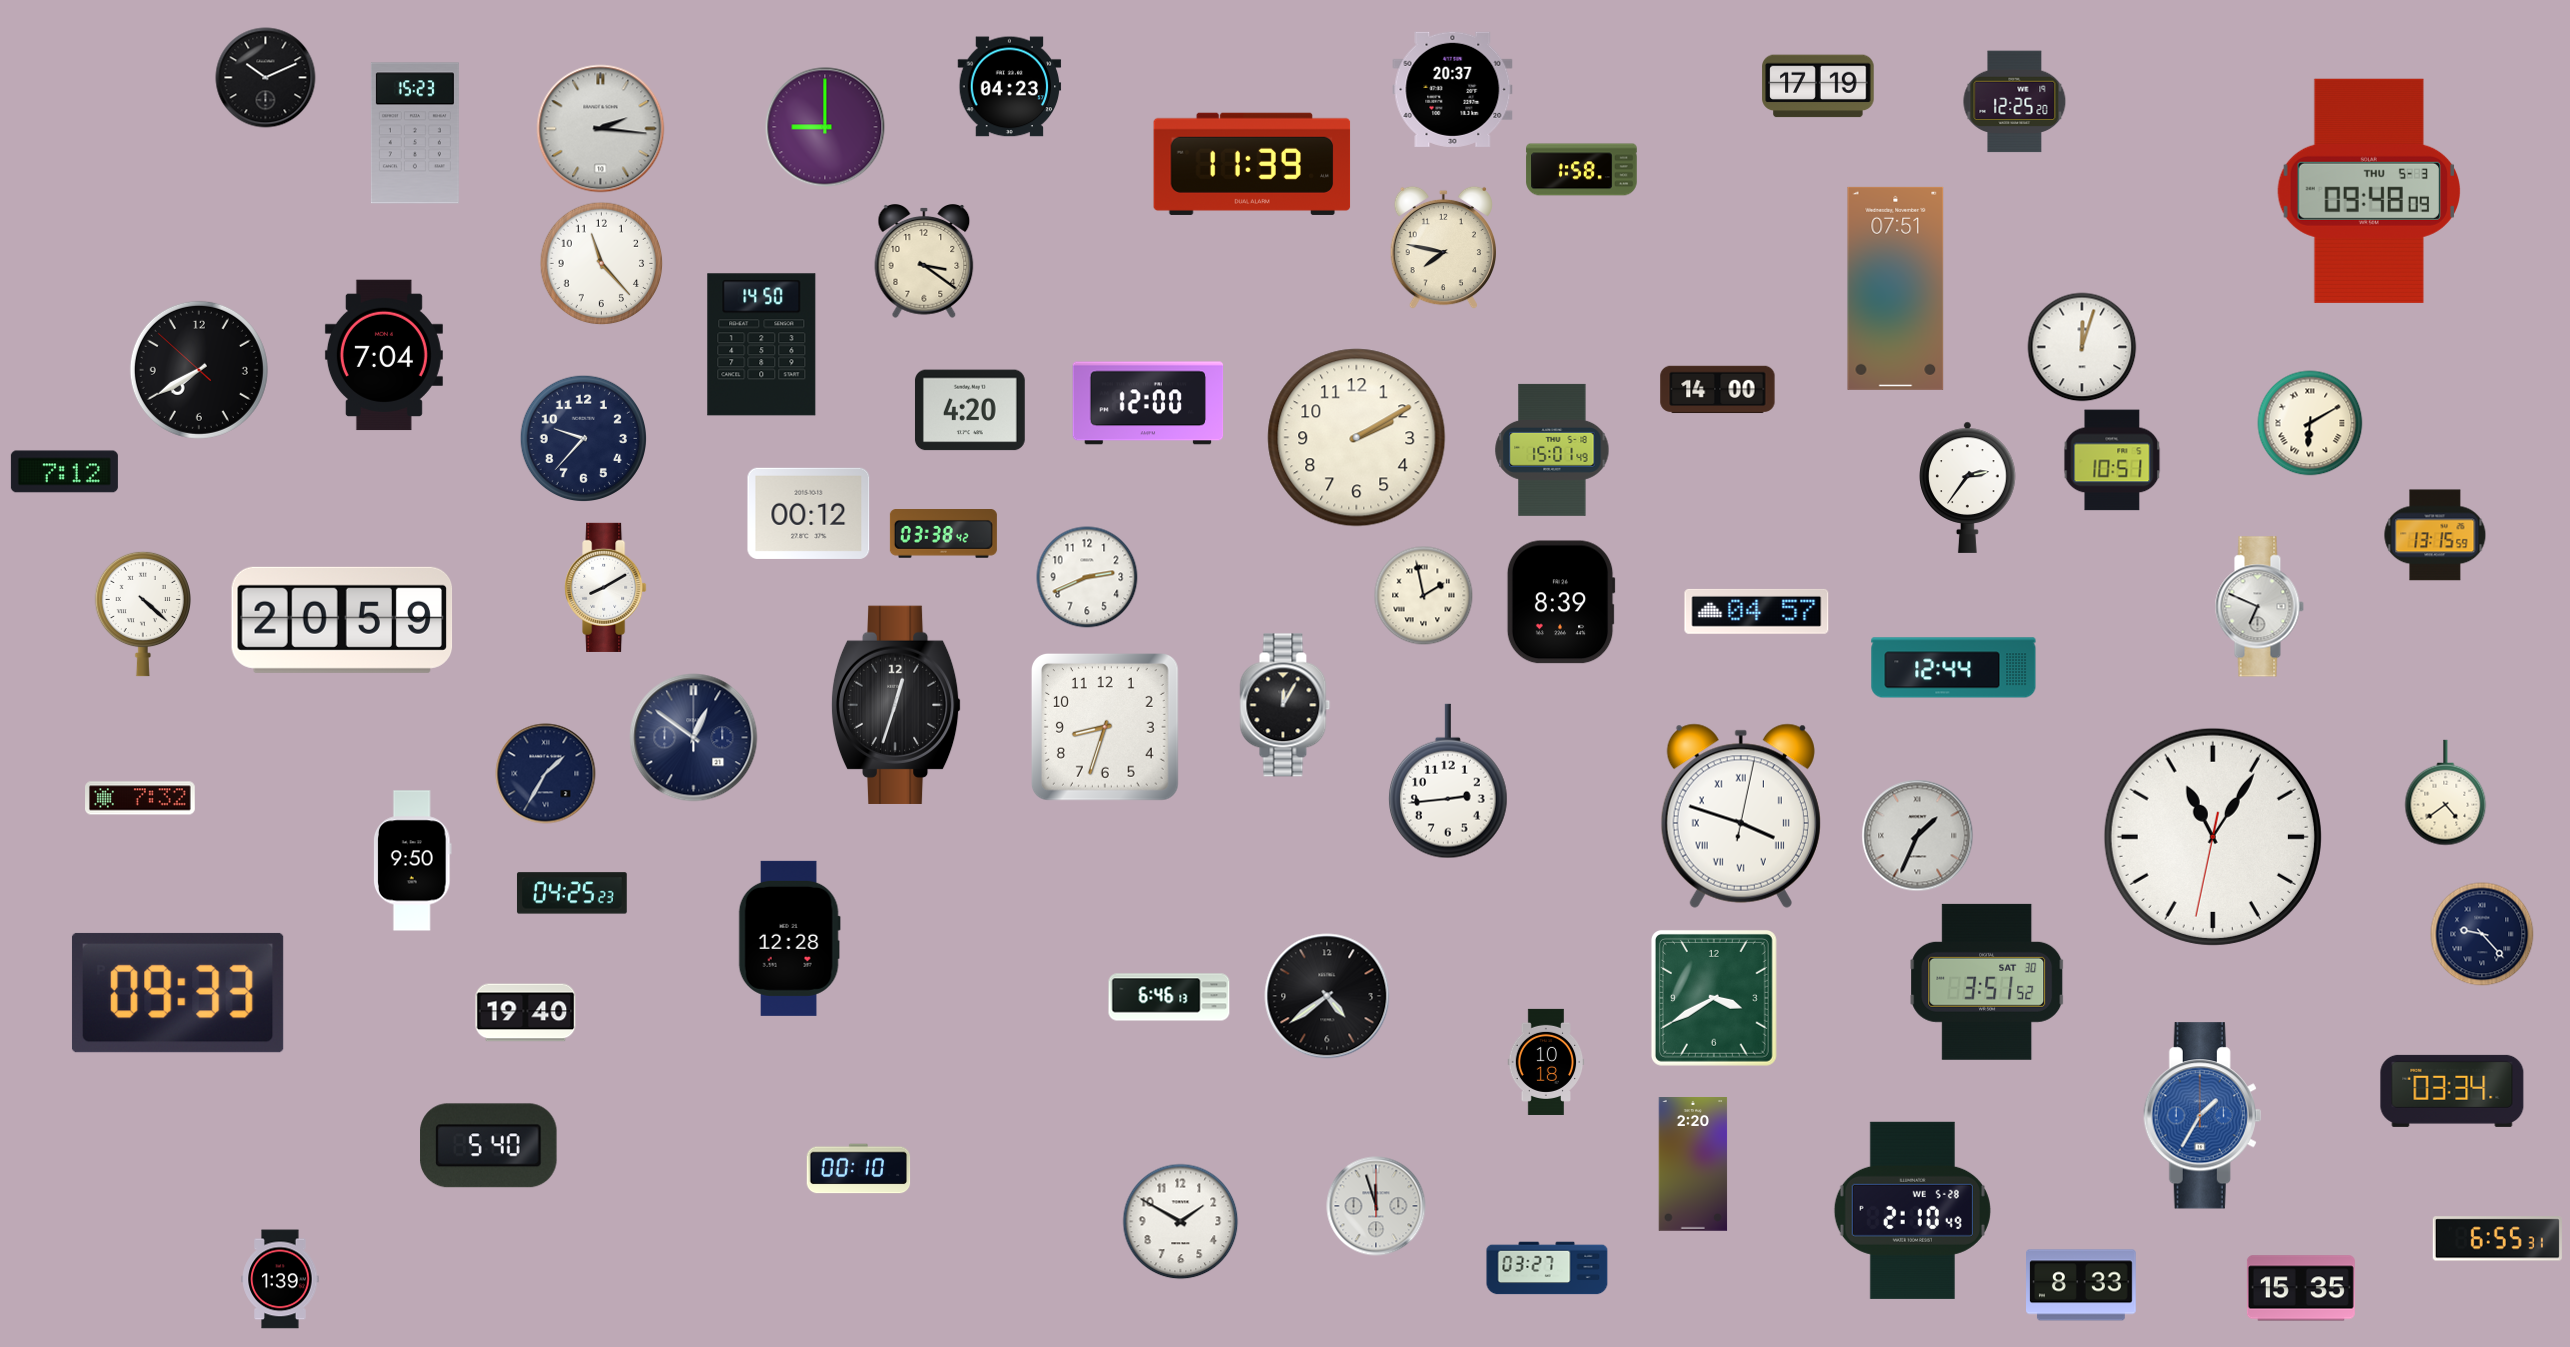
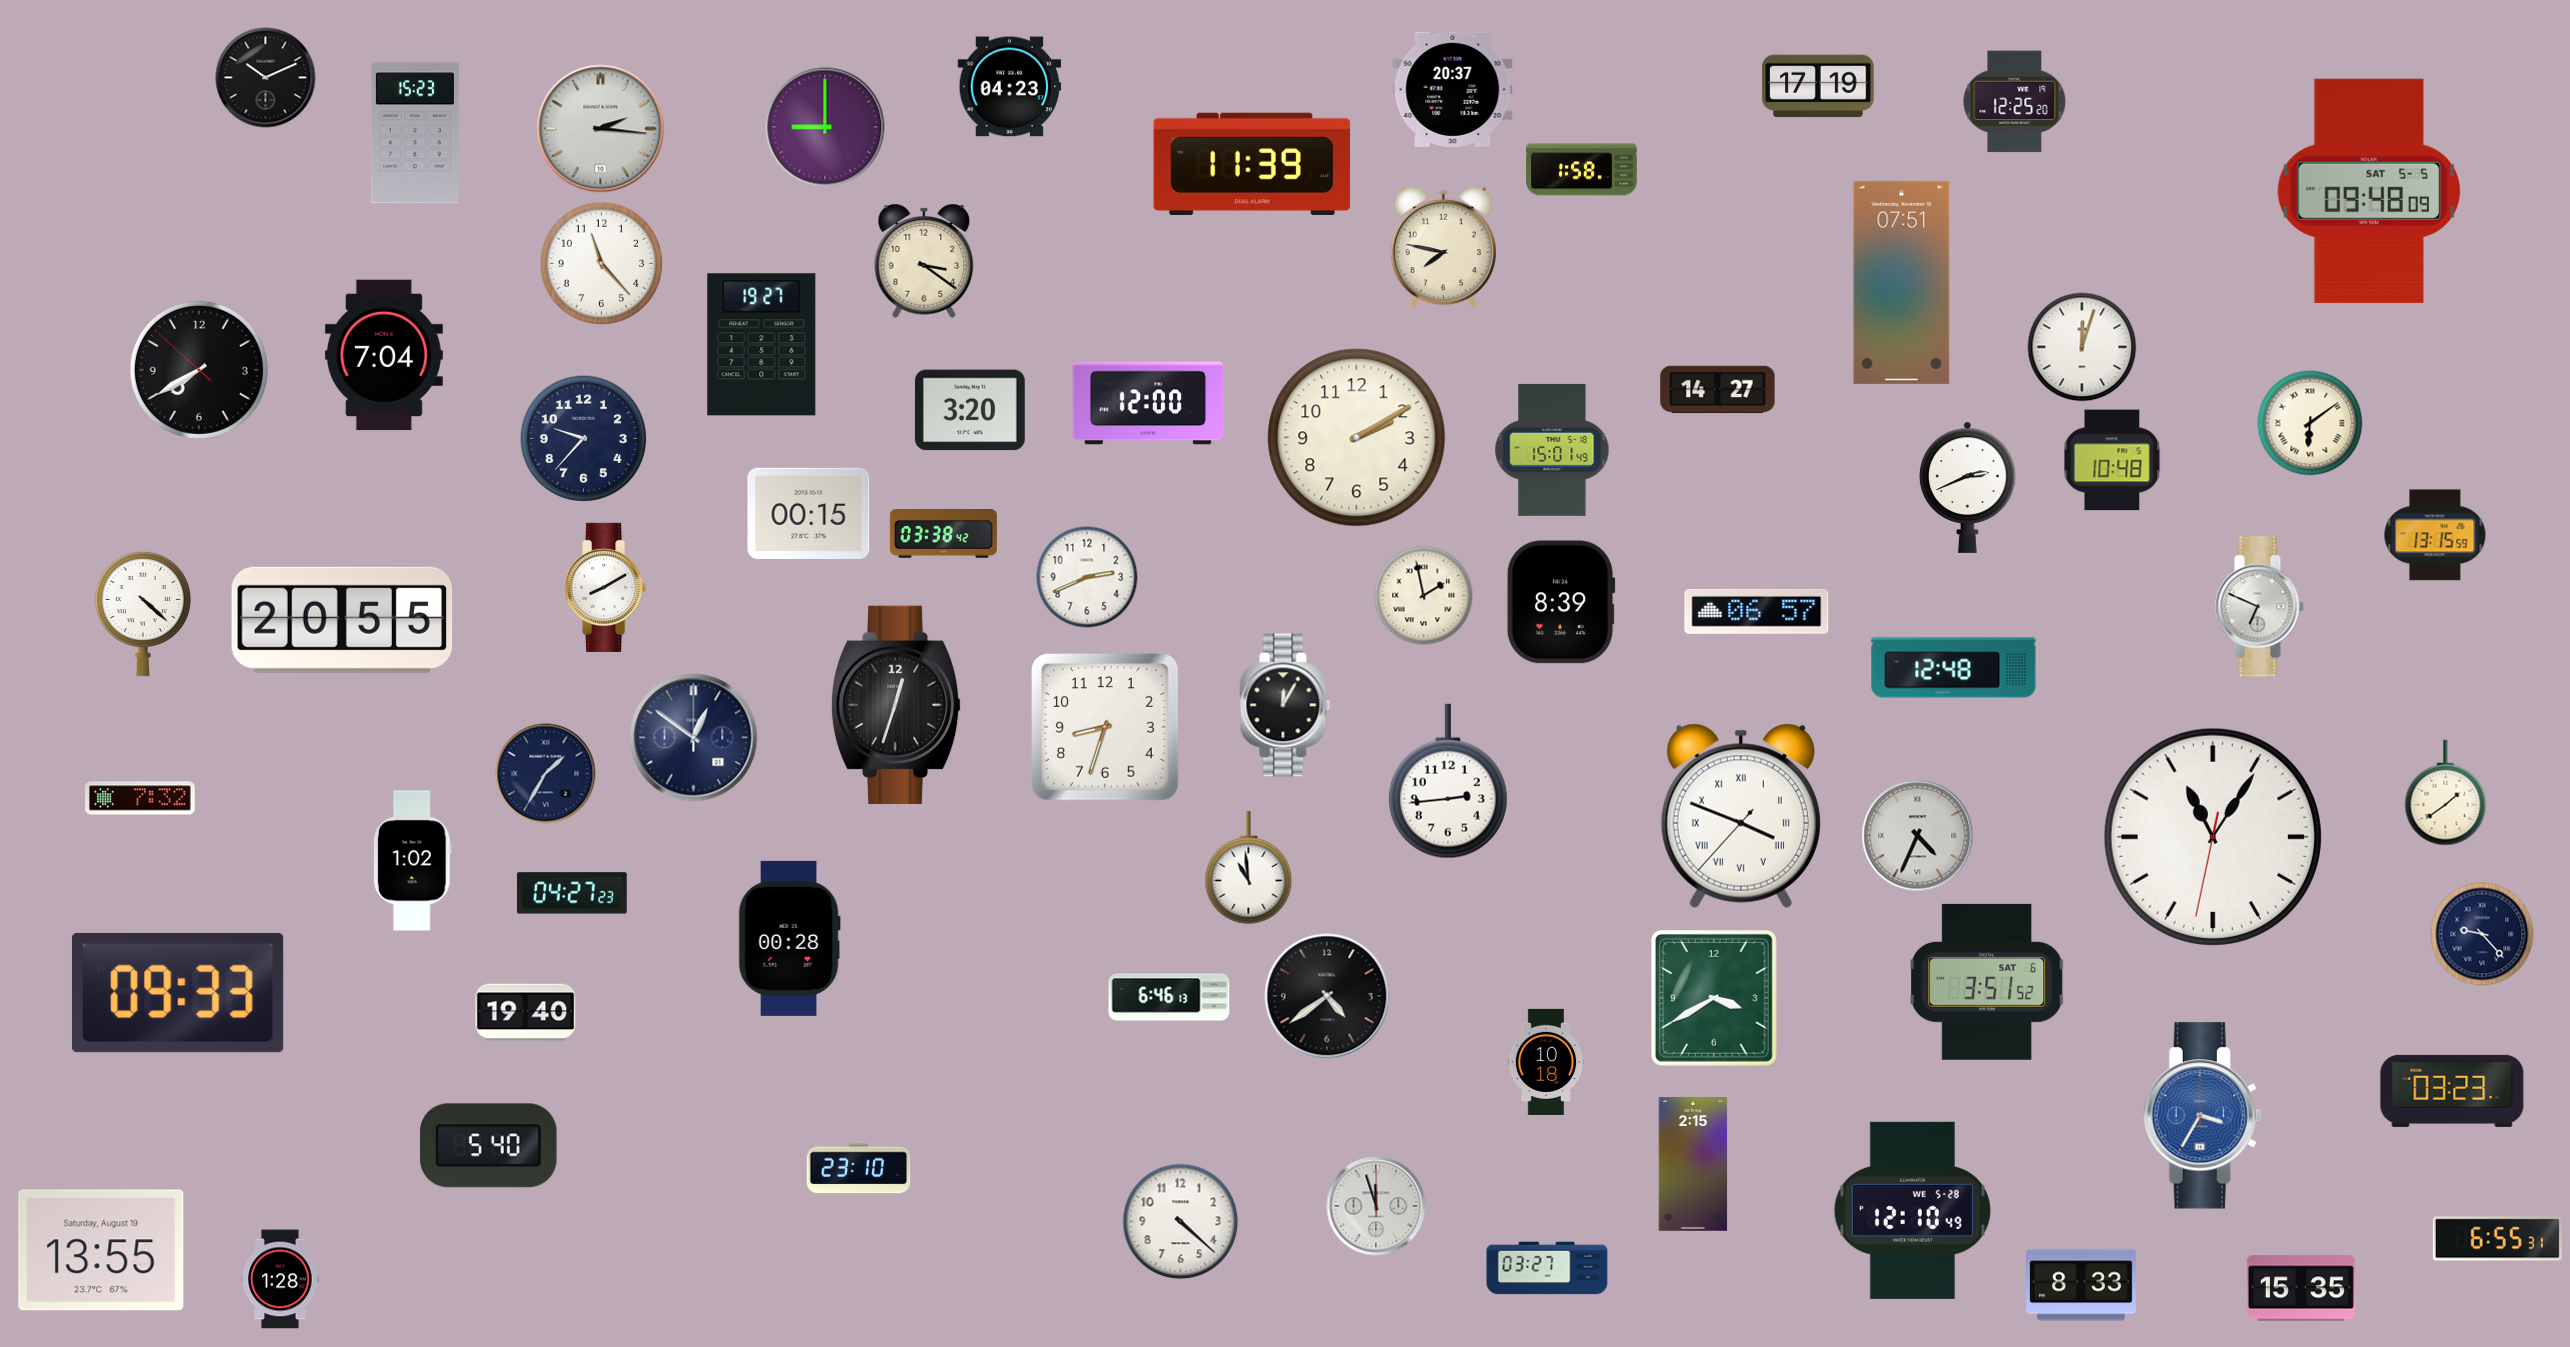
clock at (2368, 191) date: THU 5-3 -> SAT 5-5
clock at (1896, 288) position: (1896, 288) -> (1902, 282)
clock at (762, 345): 14:50 -> 19:27
clock at (1718, 390): 14:00 -> 14:27
clock at (970, 410): 4:20 -> 3:20
clock at (2310, 423): 6:10 -> 6:09
clock at (2112, 460): 10:51 -> 10:48
clock at (64, 472): 7:12 -> none
clock at (1968, 487): 2:36 -> 2:41
clock at (809, 513): 00:12 -> 00:15
clock at (1757, 611): 04:57 -> 06:57
clock at (342, 620): 20:59 -> 20:55
clock at (1954, 668): 12:44 -> 12:48
clock at (2446, 793): 4:39 -> 1:39
clock at (1741, 816): 3:48:02 -> 3:48:37
clock at (1918, 836): 1:34 -> 4:34
clock at (413, 861): 9:50 -> 1:02
clock at (1249, 868): none -> 10:59
clock at (572, 893): 04:25 -> 04:27
clock at (789, 938): 12:28 -> 00:28
clock at (1987, 982) date: SAT 30 -> SAT 6
clock at (2452, 1091): 03:34 -> 03:23
clock at (2203, 1116): 1:35 -> 3:35
clock at (1693, 1165): 2:20 -> 2:15
clock at (859, 1169): 00:10 -> 23:10
clock at (1912, 1210): 2:10 -> 12:10
clock at (1181, 1222): 1:50 -> 4:22
clock at (101, 1250): none -> 13:55
clock at (280, 1279): 1:39 -> 1:28
